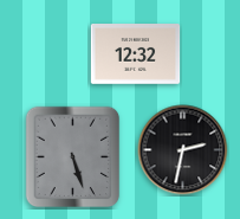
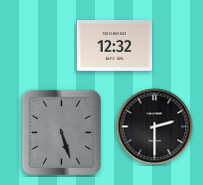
clock at (183, 150): 2:32 -> 2:30
